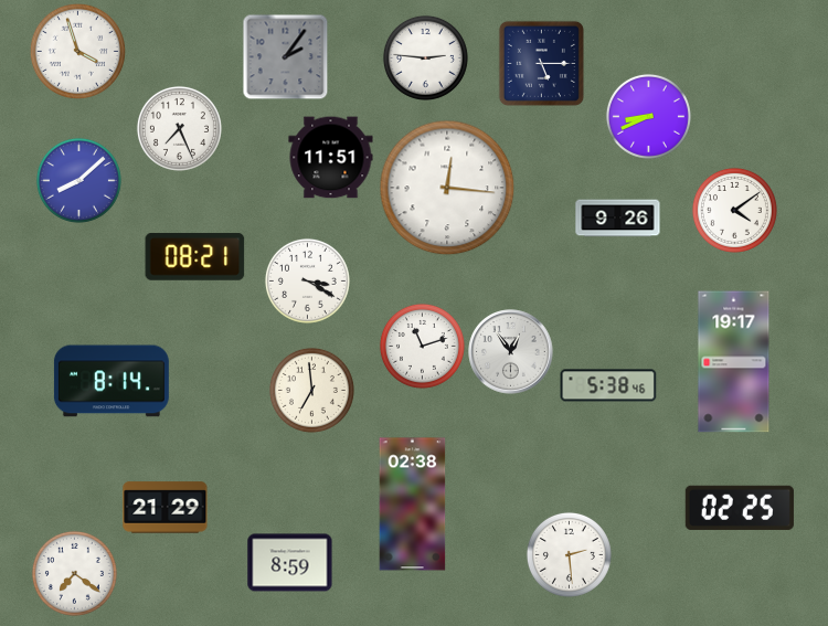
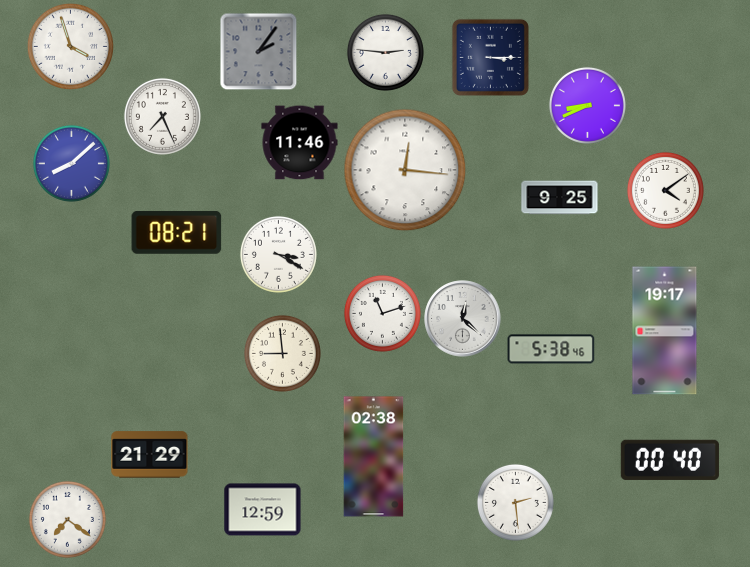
clock at (541, 63): 5:15 -> 3:15
clock at (331, 158): 11:51 -> 11:46
clock at (618, 219): 9:26 -> 9:25
clock at (511, 352): 12:54 -> 12:22
clock at (734, 362) position: (734, 362) -> (665, 331)
clock at (112, 381): 8:14 -> none
clock at (311, 390): 6:59 -> 8:59
clock at (166, 508) position: (166, 508) -> (150, 455)
clock at (740, 508): 02:25 -> 00:40
clock at (290, 563): 8:59 -> 12:59
